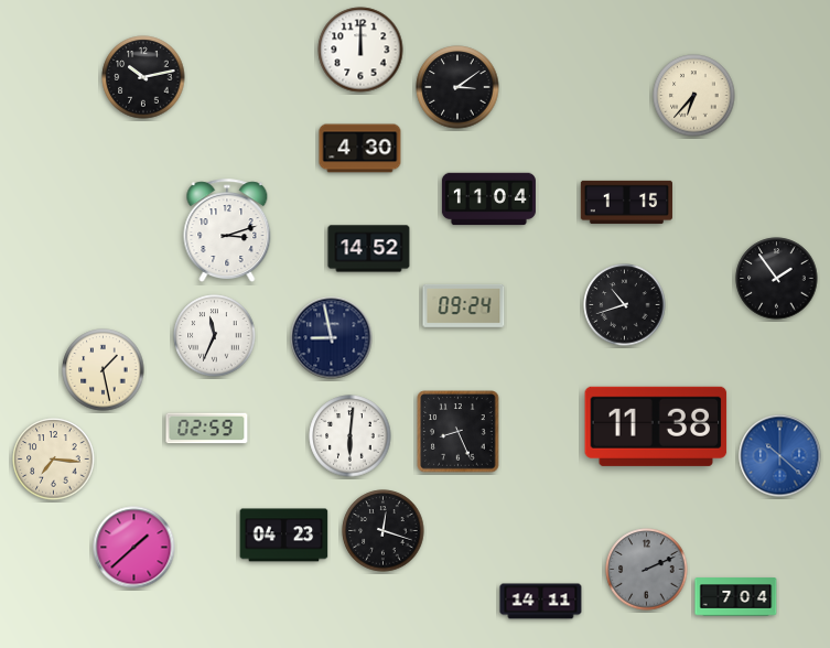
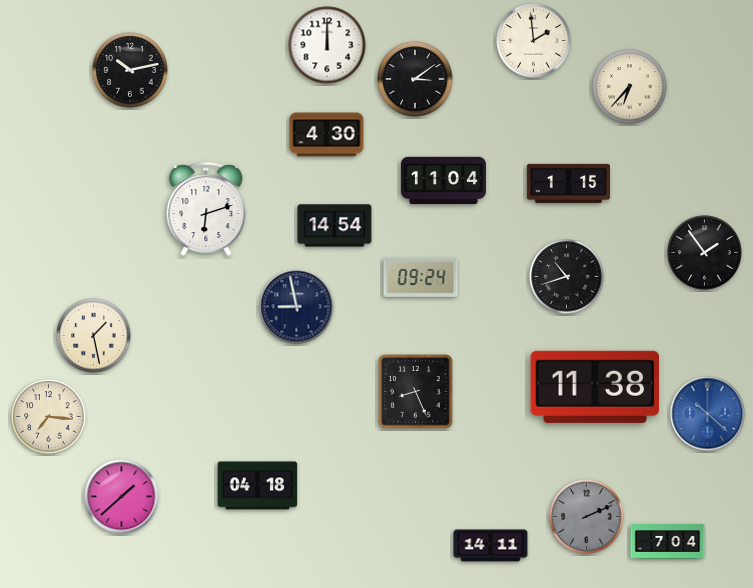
clock at (534, 41): none -> 1:59
clock at (227, 230): 3:12 -> 6:12
clock at (369, 249): 14:52 -> 14:54
clock at (215, 336): 11:34 -> none
clock at (332, 338) position: (332, 338) -> (297, 307)
clock at (207, 429): 02:59 -> none
clock at (351, 436): 6:01 -> none
clock at (384, 531): 12:18 -> none
clock at (284, 536): 04:23 -> 04:18
